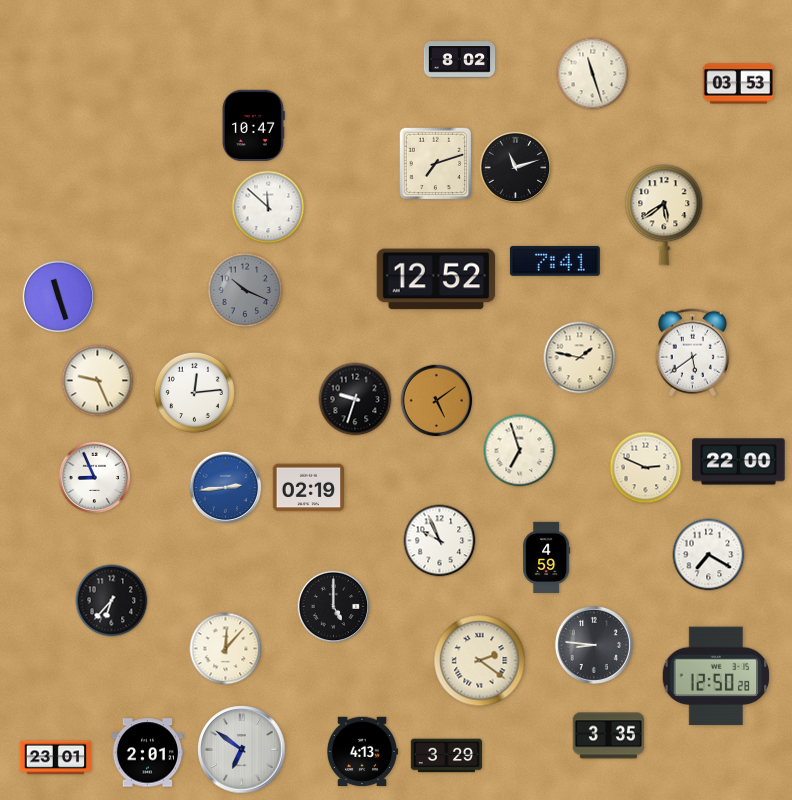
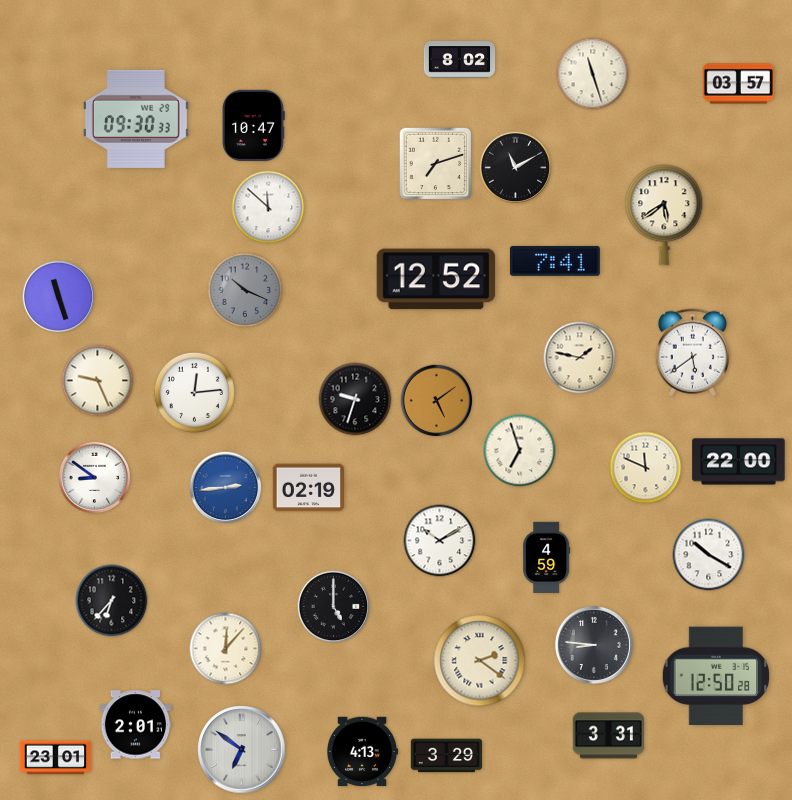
clock at (738, 84): 03:53 -> 03:57
clock at (136, 119): none -> 09:30
clock at (516, 168): 11:12 -> 11:10
clock at (646, 468): 2:49 -> 11:49
clock at (95, 478): 8:56 -> 8:51
clock at (440, 541): 9:56 -> 10:10
clock at (709, 555): 7:20 -> 10:20
clock at (609, 736): 3:35 -> 3:31
clock at (148, 753) position: (148, 753) -> (136, 725)
